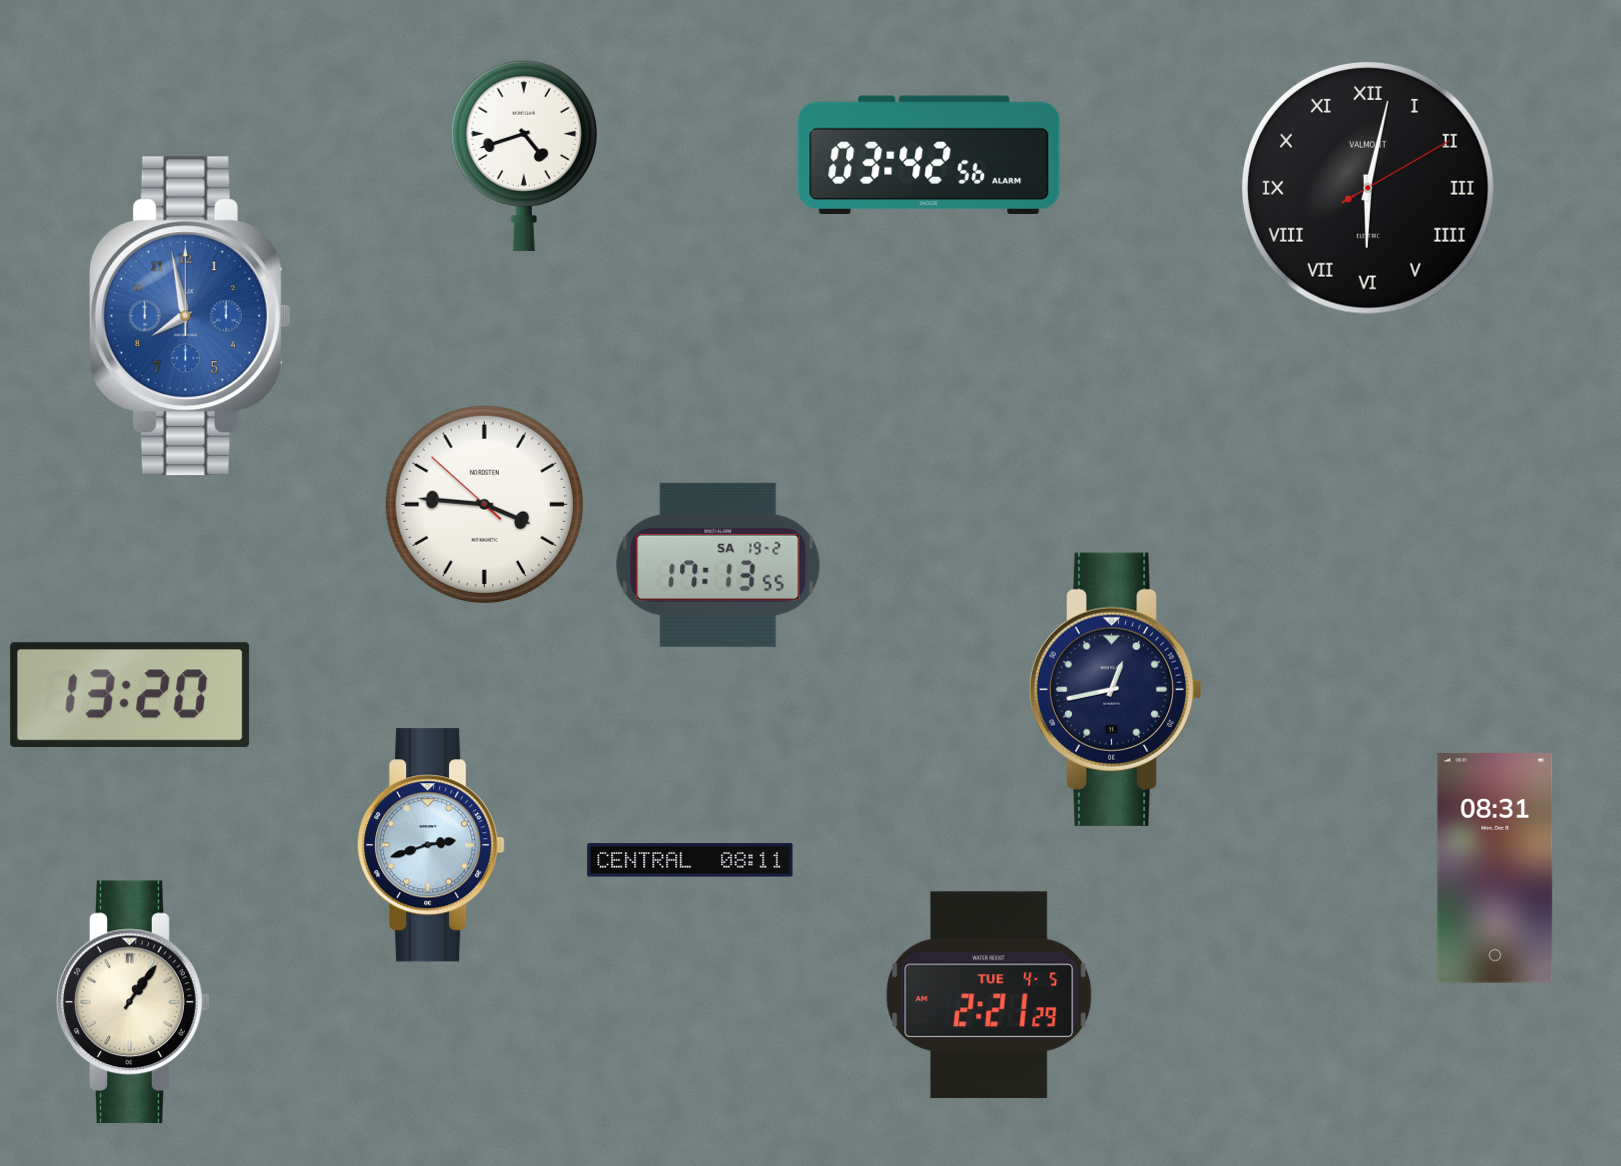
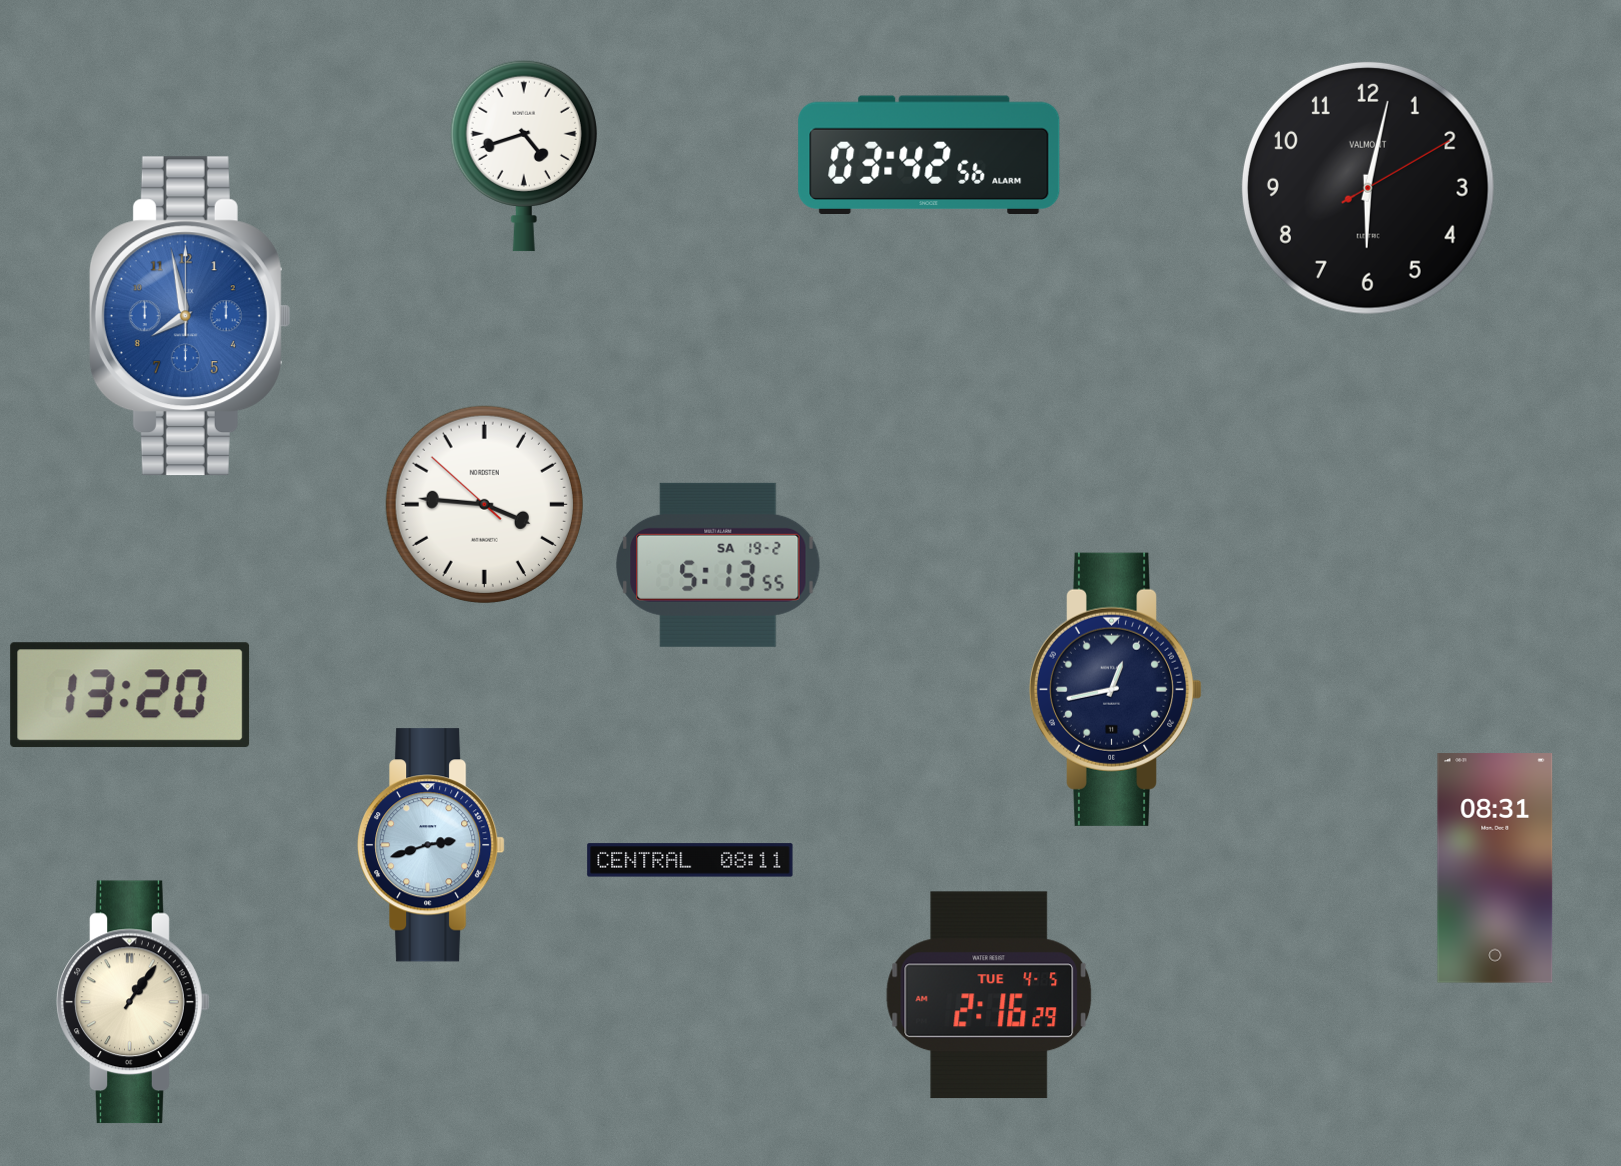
clock at (1368, 188) numerals: Roman -> Arabic
clock at (718, 565): 17:13 -> 5:13
clock at (989, 995): 2:21 -> 2:16
